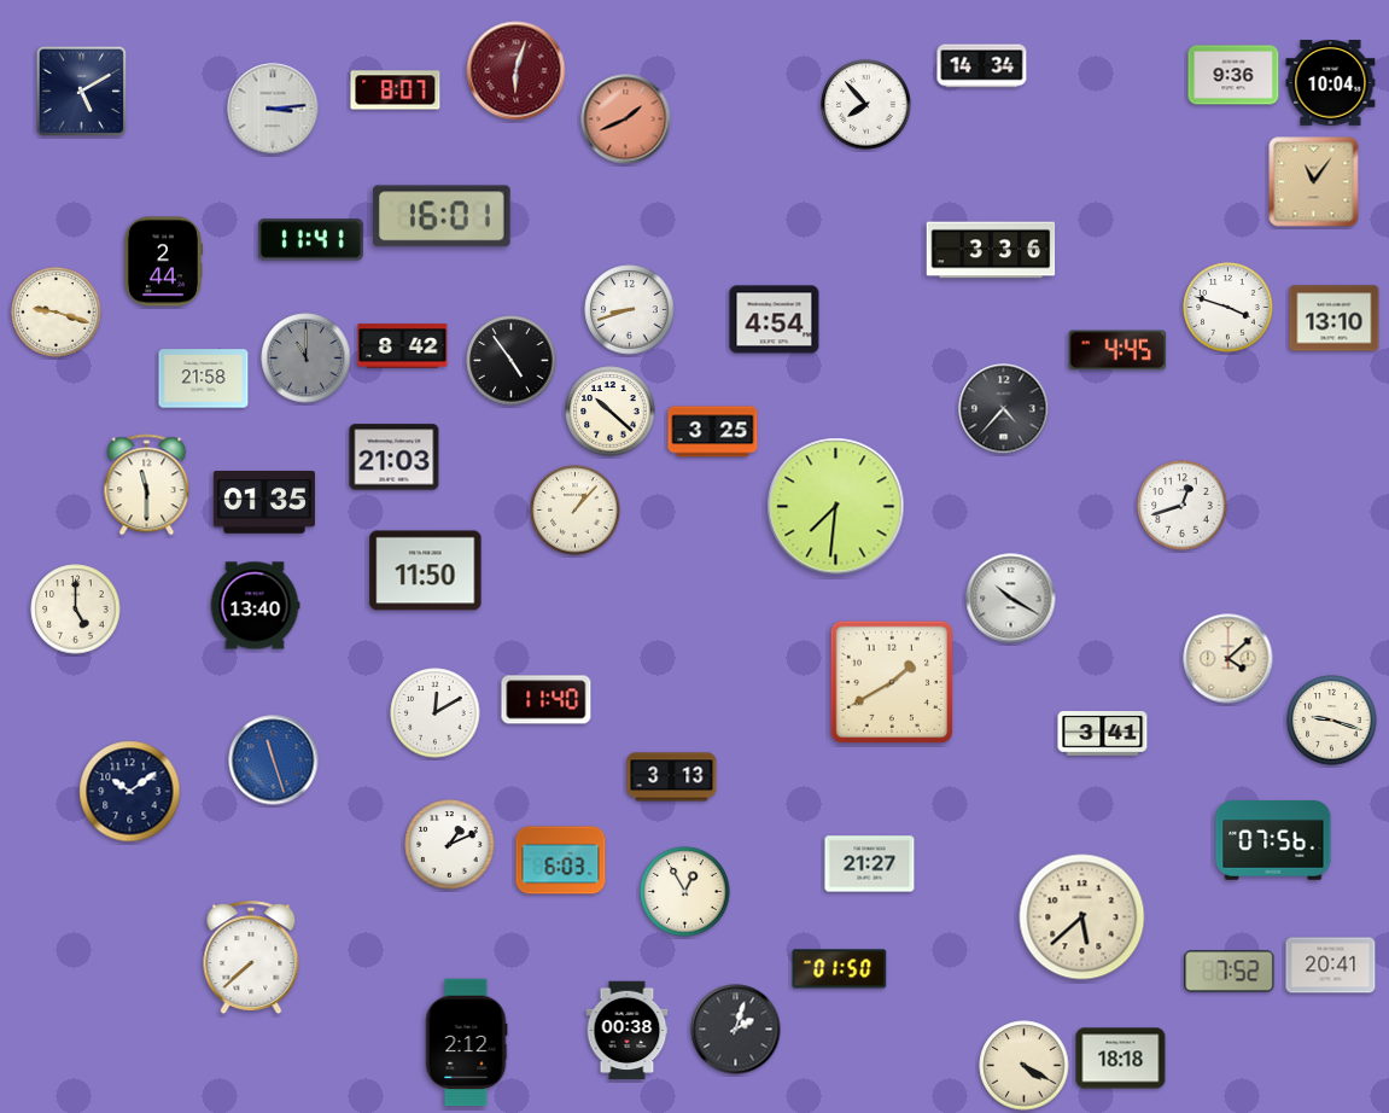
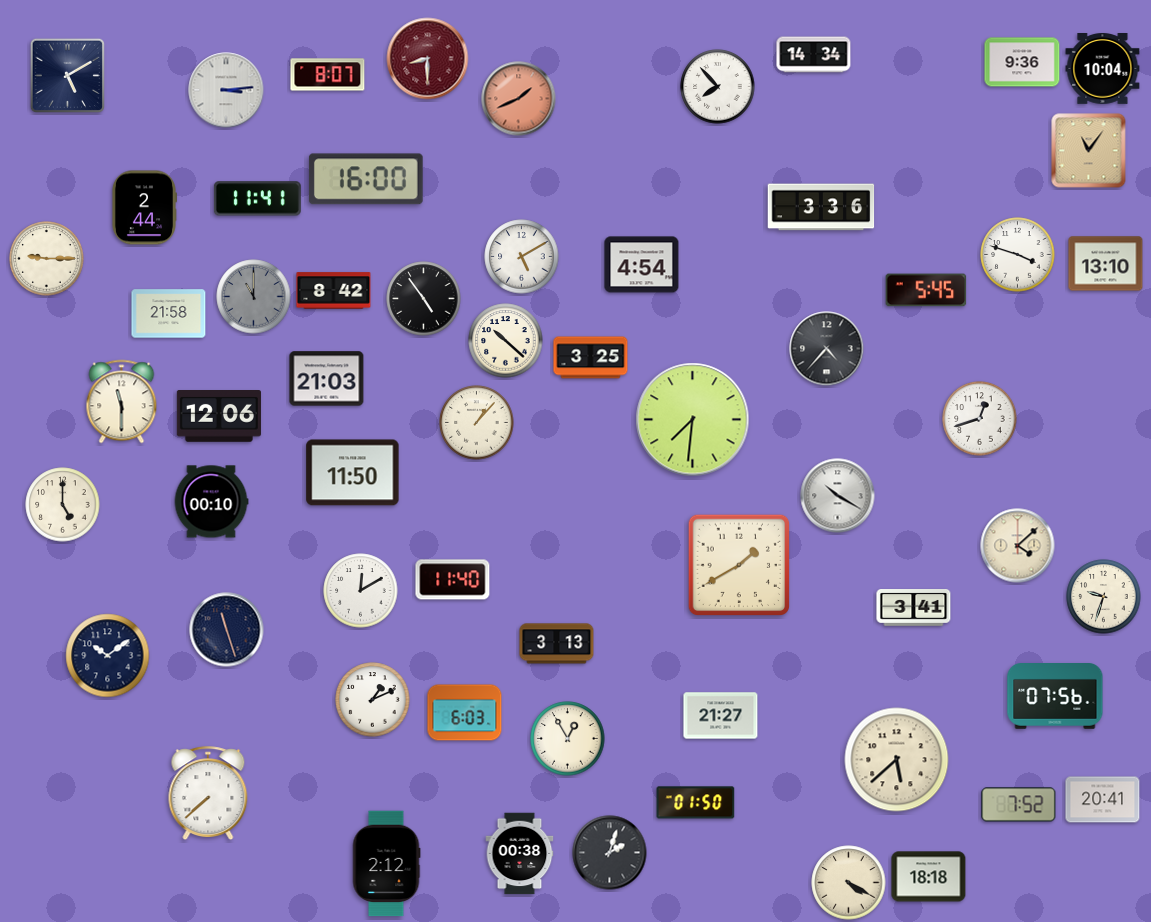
clock at (517, 71): 6:03 -> 8:30
clock at (442, 216): 16:01 -> 16:00
clock at (163, 262) position: (163, 262) -> (144, 208)
clock at (630, 310): 8:42 -> 5:10
clock at (57, 313): 9:18 -> 9:15
clock at (403, 346) position: (403, 346) -> (334, 291)
clock at (1117, 350): 4:45 -> 5:45
clock at (1004, 409) position: (1004, 409) -> (827, 349)
clock at (264, 503): 01:35 -> 12:06
clock at (255, 606): 13:40 -> 00:10
clock at (1332, 721): 9:18 -> 9:33
clock at (274, 761) dial: blue -> navy
